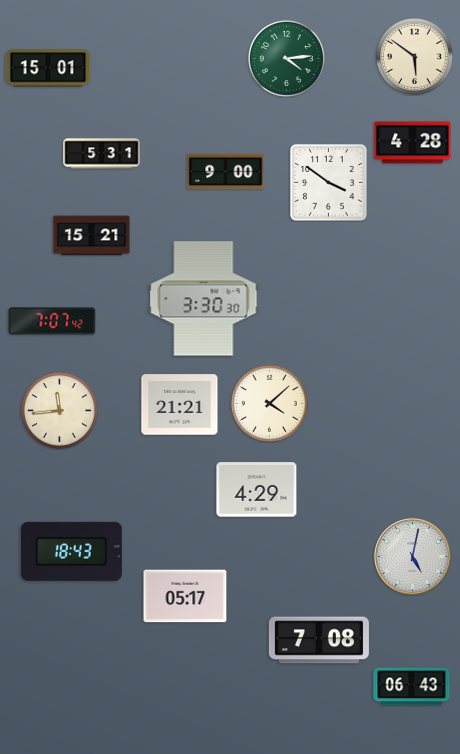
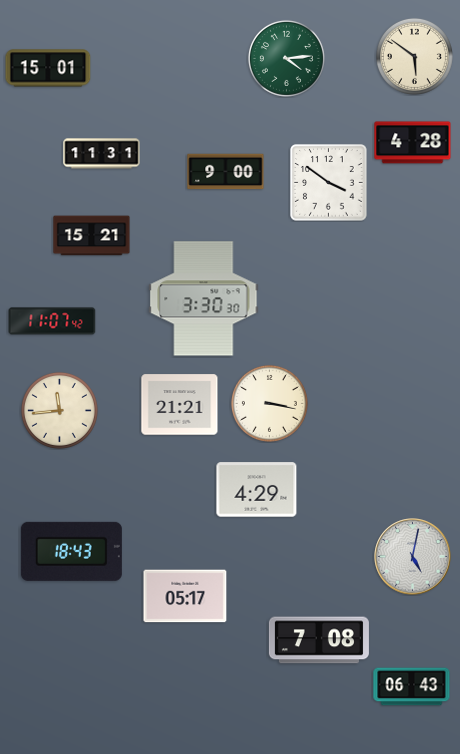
clock at (102, 154): 5:31 -> 11:31
clock at (52, 321): 7:07 -> 11:07
clock at (269, 403): 4:08 -> 3:17
